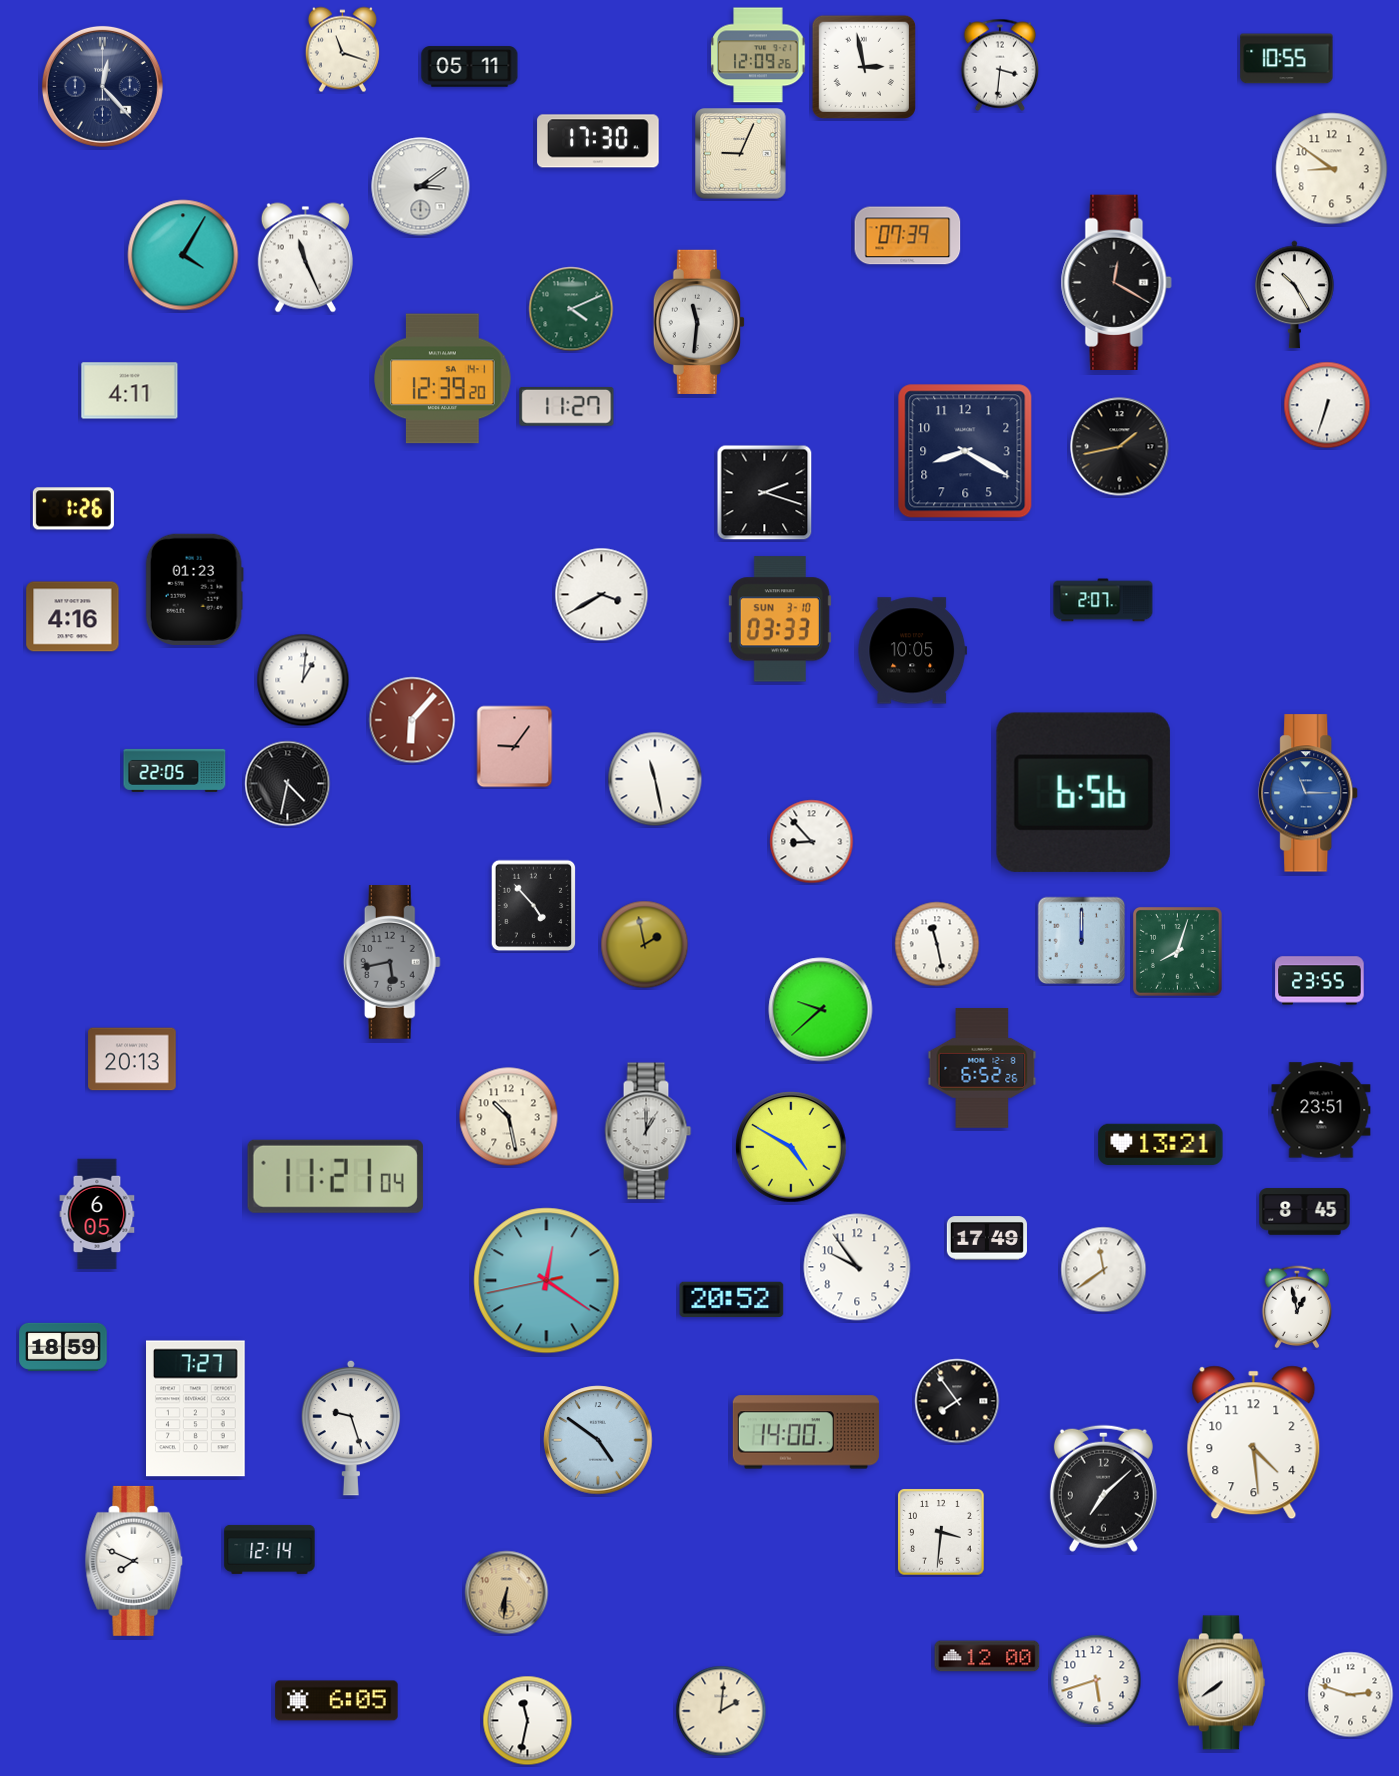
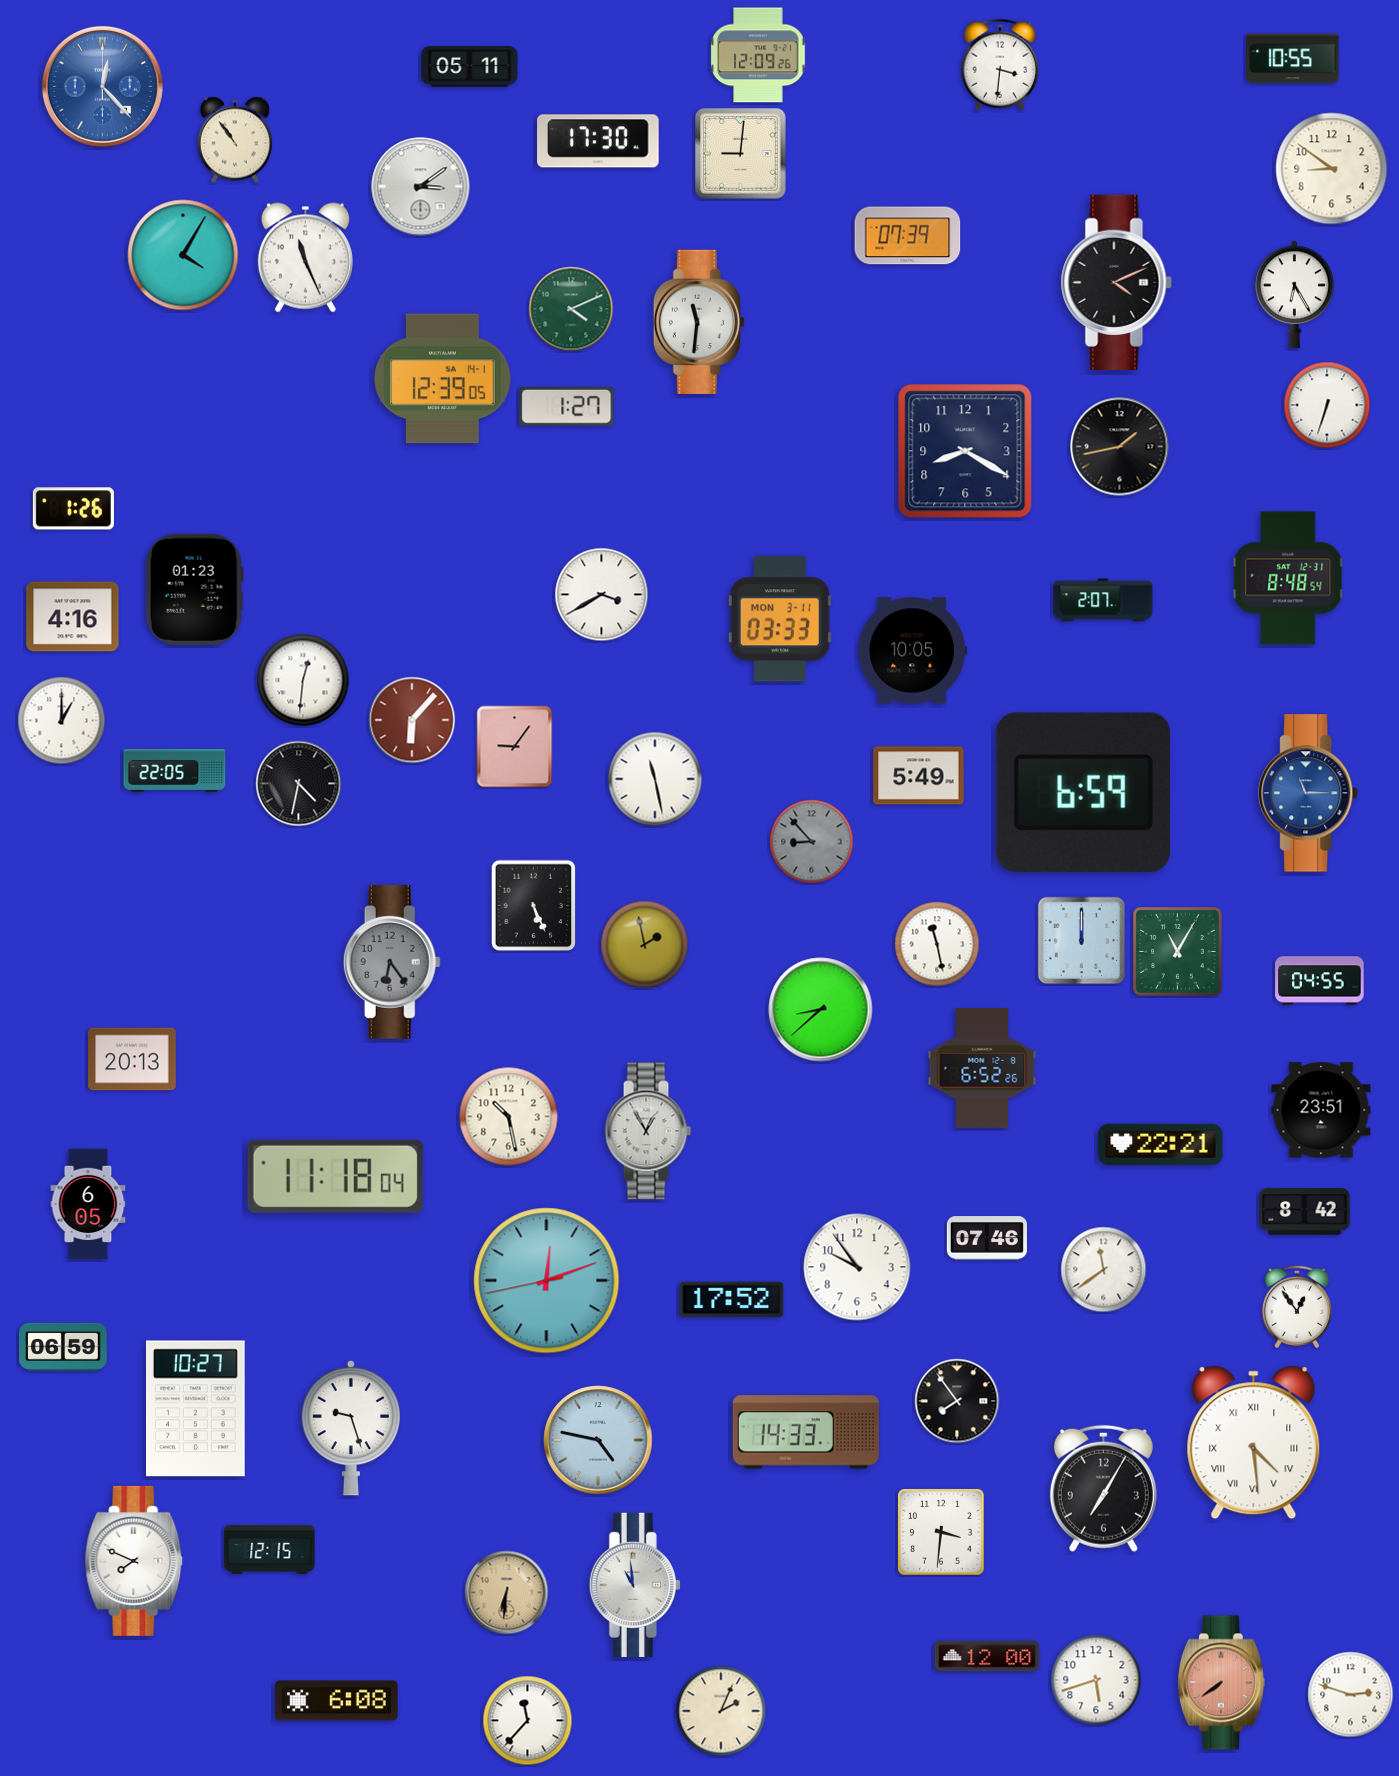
clock at (342, 50): 11:18 -> none
clock at (1287, 59) position: (1287, 59) -> (1293, 59)
clock at (864, 67): 2:58 -> none
clock at (102, 86) dial: navy -> blue
clock at (234, 140): none -> 10:54
clock at (741, 154): 9:04 -> 9:01
clock at (1116, 282): 12:20 -> 4:11
clock at (1295, 295): 10:25 -> 6:25
clock at (443, 379): 12:39:20 -> 12:39:05
clock at (130, 391): 4:11 -> none
clock at (567, 406): 11:27 -> 1:27
clock at (765, 493): 2:18 -> none
clock at (1288, 578): none -> 8:48
clock at (780, 619) date: SUN 3-10 -> MON 3-11
clock at (303, 680): 1:01 -> 12:31
clock at (62, 721): none -> 1:00
clock at (919, 776): none -> 5:49
clock at (288, 784) position: (288, 784) -> (299, 784)
clock at (1083, 792): 6:56 -> 6:59
clock at (812, 842) dial: white -> grey
clock at (534, 906): 4:53 -> 5:26
clock at (1177, 951): 8:03 -> 11:05
clock at (392, 962): 5:43 -> 6:24
clock at (1320, 981): 23:55 -> 04:55
clock at (821, 1010): 9:38 -> 8:38
clock at (648, 1131): 1:00 -> 12:55
clock at (1161, 1144): 13:21 -> 22:21
clock at (791, 1147): 4:50 -> none
clock at (335, 1176): 11:21 -> 11:18
clock at (1305, 1212): 8:45 -> 8:42
clock at (97, 1214) position: (97, 1214) -> (88, 1204)
clock at (987, 1238): 17:49 -> 07:46
clock at (547, 1281): 12:20 -> 12:11
clock at (732, 1299): 20:52 -> 17:52
clock at (1297, 1307): 12:58 -> 12:54
clock at (63, 1347): 18:59 -> 06:59
clock at (196, 1409): 7:27 -> 10:27
clock at (806, 1432): 14:00 -> 14:33
clock at (598, 1440): 4:51 -> 4:47
clock at (1254, 1443) numerals: Arabic -> Roman
clock at (1103, 1488): 7:08 -> 7:05
clock at (270, 1549): 12:14 -> 12:15
clock at (635, 1585): none -> 10:59
clock at (1221, 1683) dial: white -> salmon
clock at (337, 1701): 6:05 -> 6:08
clock at (721, 1711): 2:01 -> 2:04
clock at (528, 1721): 11:32 -> 11:37
